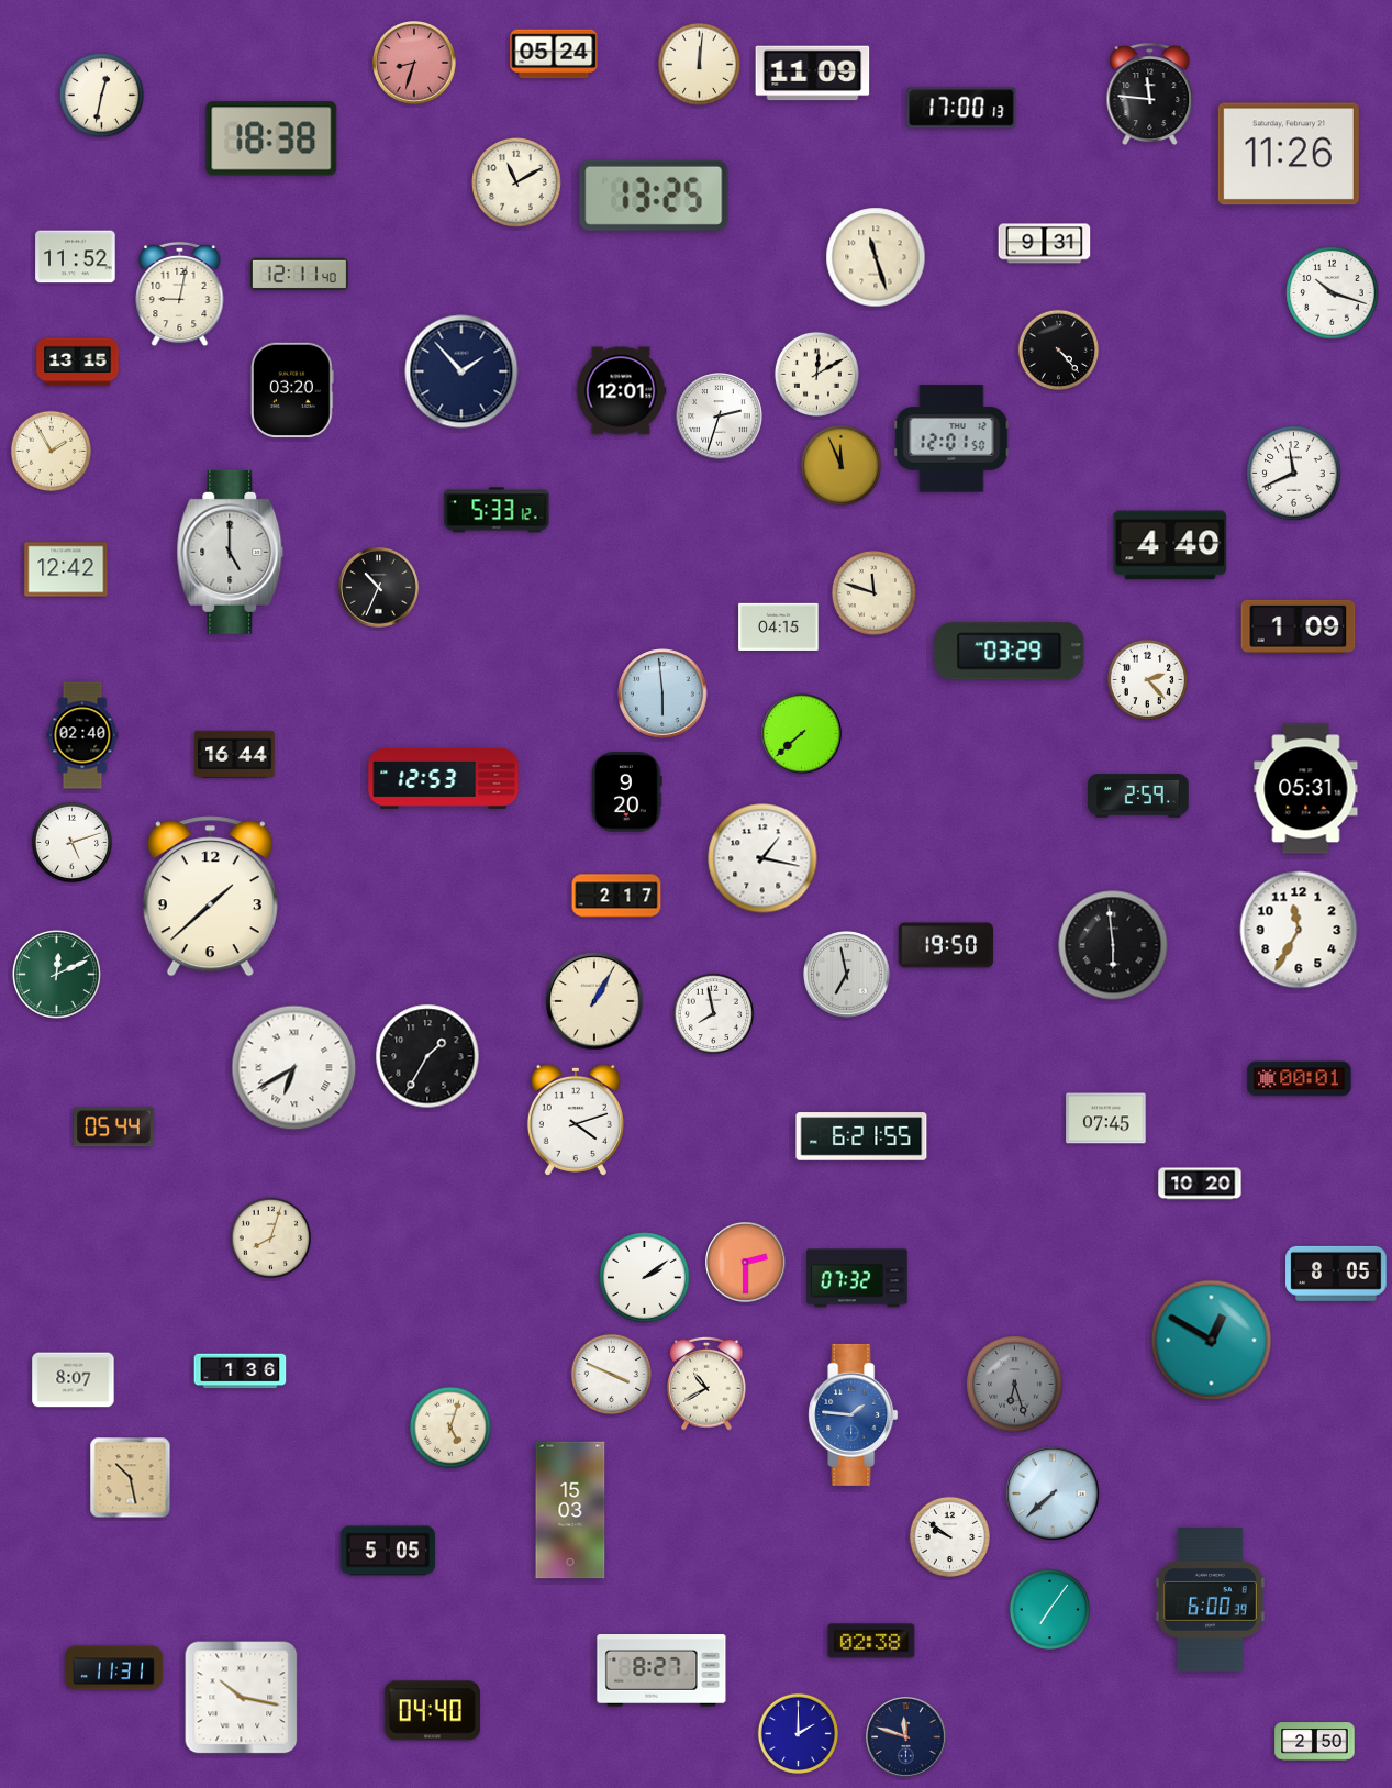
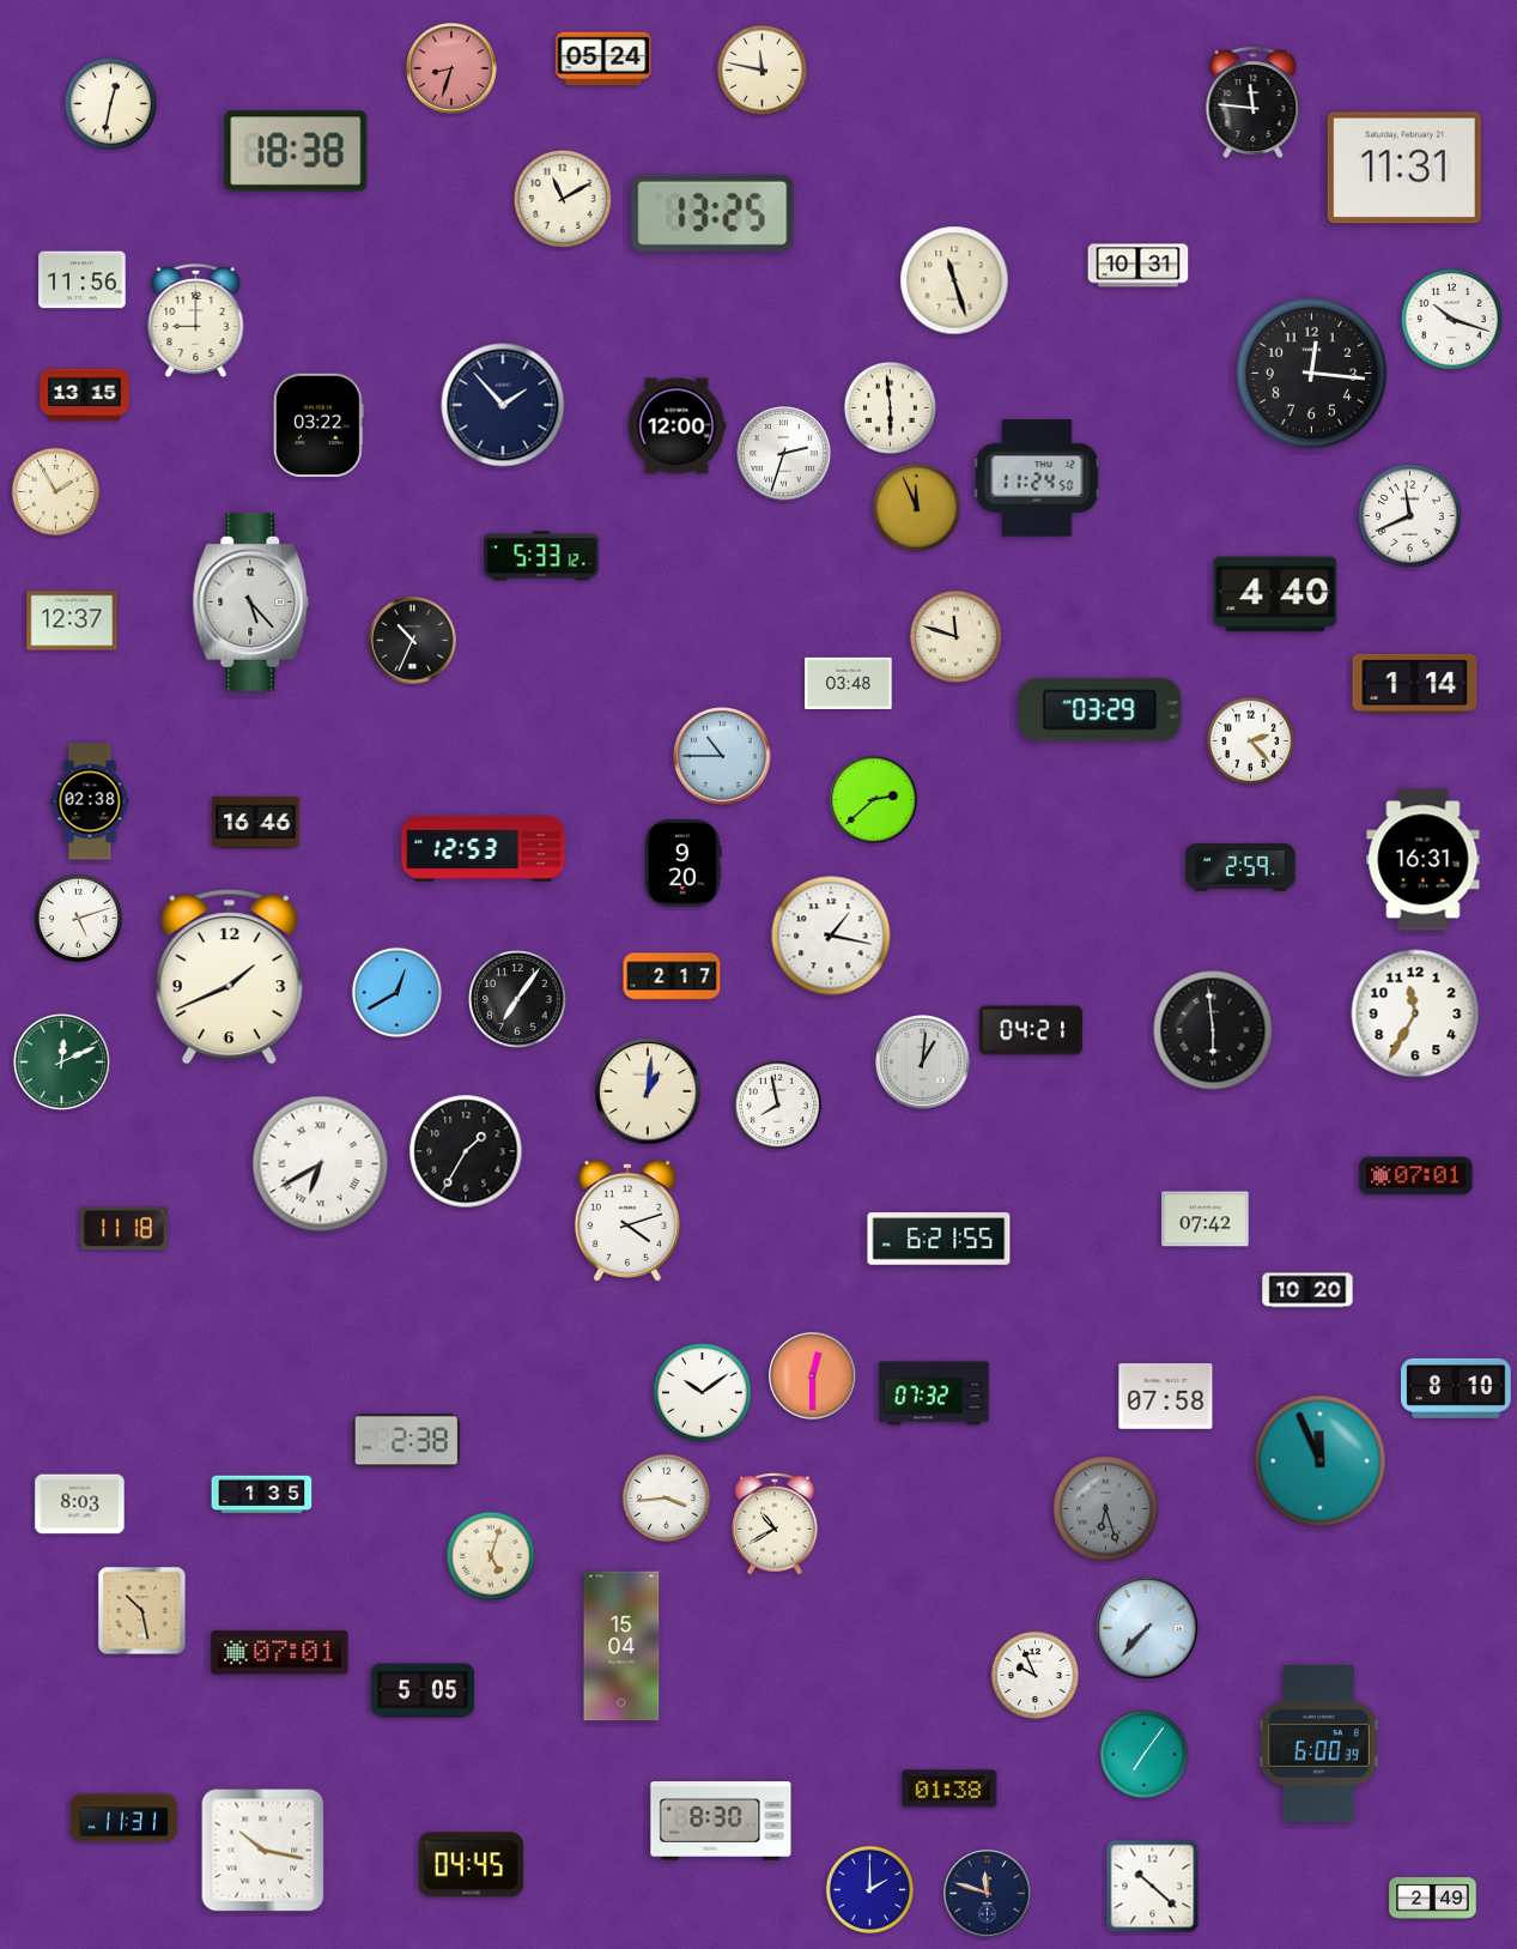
clock at (699, 64): 12:01 -> 11:47
clock at (813, 74): 11:09 -> none
clock at (961, 108): 17:00 -> none
clock at (1289, 154): 11:26 -> 11:31
clock at (1045, 244): 9:31 -> 10:31
clock at (76, 257): 11:52 -> 11:56
clock at (299, 275): 12:11 -> none
clock at (180, 295): 9:02 -> 9:00
clock at (1311, 373): none -> 12:16
clock at (1058, 349): 4:23 -> none
clock at (816, 374): 12:10 -> 5:59
clock at (292, 390): 03:20 -> 03:22
clock at (621, 391): 12:01 -> 12:00
clock at (951, 438): 12:01 -> 11:24
clock at (231, 552): 5:00 -> 5:23
clock at (66, 569): 12:42 -> 12:37
clock at (873, 592) position: (873, 592) -> (955, 636)
clock at (779, 626): 04:15 -> 03:48
clock at (1299, 626): 1:09 -> 1:14
clock at (662, 693): 5:59 -> 10:45
clock at (802, 734): 7:38 -> 2:38
clock at (82, 735): 02:40 -> 02:38
clock at (235, 754): 16:44 -> 16:46
clock at (1306, 789): 05:31 -> 16:31
clock at (210, 897): 1:38 -> 1:41
clock at (396, 992): none -> 12:40
clock at (518, 1000): none -> 7:06
clock at (946, 945): 19:50 -> 04:21
clock at (847, 975): 6:58 -> 1:01
clock at (594, 1001): 1:05 -> 1:01
clock at (1300, 1079): 00:01 -> 07:01
clock at (1106, 1119): 07:45 -> 07:42
clock at (114, 1128): 05:44 -> 11:18
clock at (270, 1237): 8:03 -> none
clock at (746, 1263): 2:30 -> 12:30
clock at (1336, 1274): 8:05 -> 8:10
clock at (645, 1278): 2:09 -> 10:09
clock at (1166, 1397): none -> 07:58
clock at (406, 1441): none -> 2:38
clock at (1212, 1341): 12:50 -> 11:56
clock at (241, 1371): 1:36 -> 1:35
clock at (611, 1374): 3:49 -> 3:44
clock at (74, 1380): 8:07 -> 8:03
clock at (706, 1384) position: (706, 1384) -> (775, 1524)
clock at (854, 1414): 1:46 -> none
clock at (1053, 1493): 7:38 -> 7:37
clock at (570, 1510): 15:03 -> 15:04
clock at (280, 1653): none -> 07:01
clock at (949, 1536): 9:51 -> 9:56
clock at (871, 1641): 02:38 -> 01:38
clock at (661, 1672): 8:27 -> 8:30
clock at (432, 1711): 04:40 -> 04:45
clock at (1153, 1887): none -> 10:22
clock at (1315, 1742): 2:50 -> 2:49
